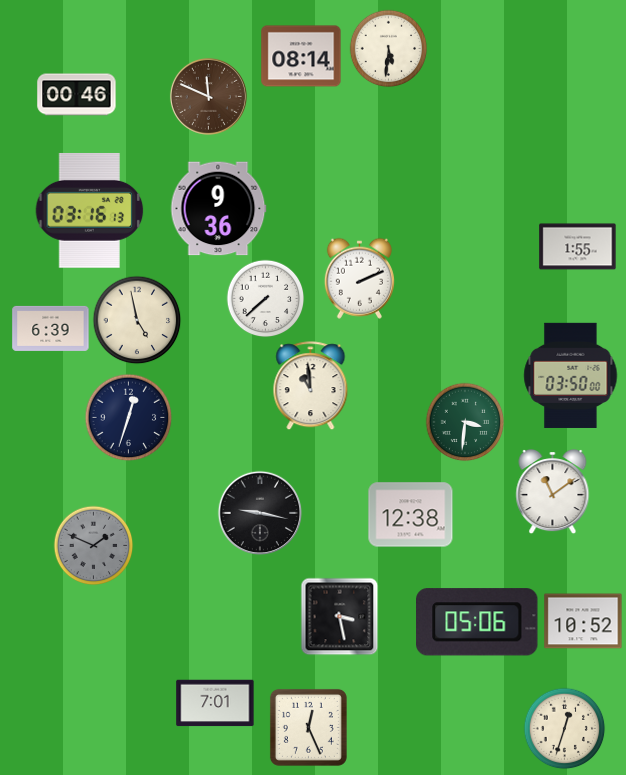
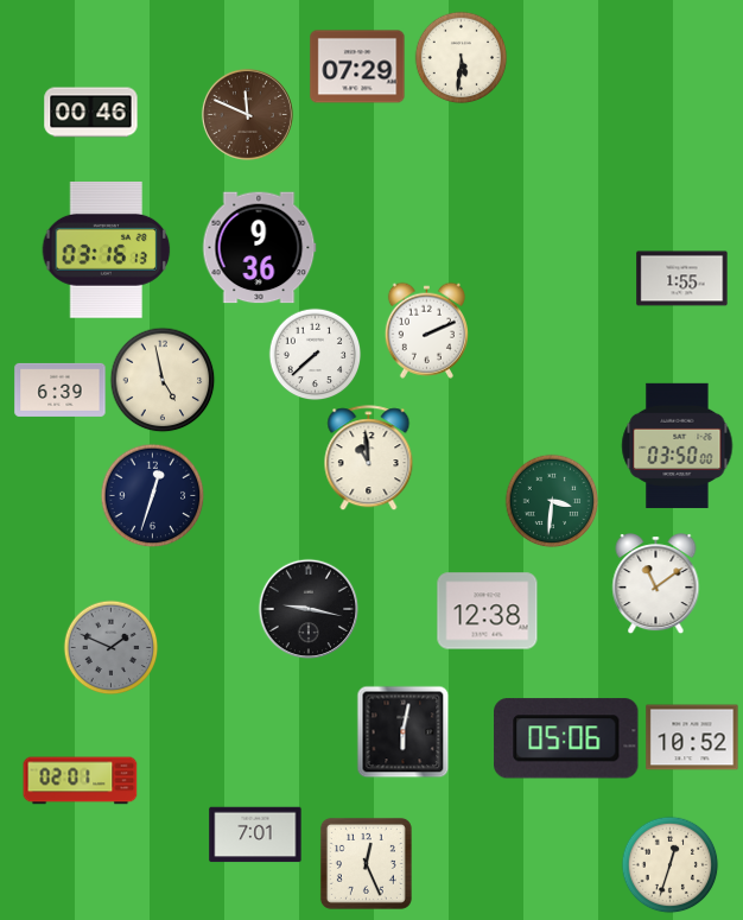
clock at (301, 56): 08:14 -> 07:29
clock at (578, 247) position: (578, 247) -> (682, 279)
clock at (339, 616): 3:28 -> 6:02
clock at (81, 781): none -> 02:01
